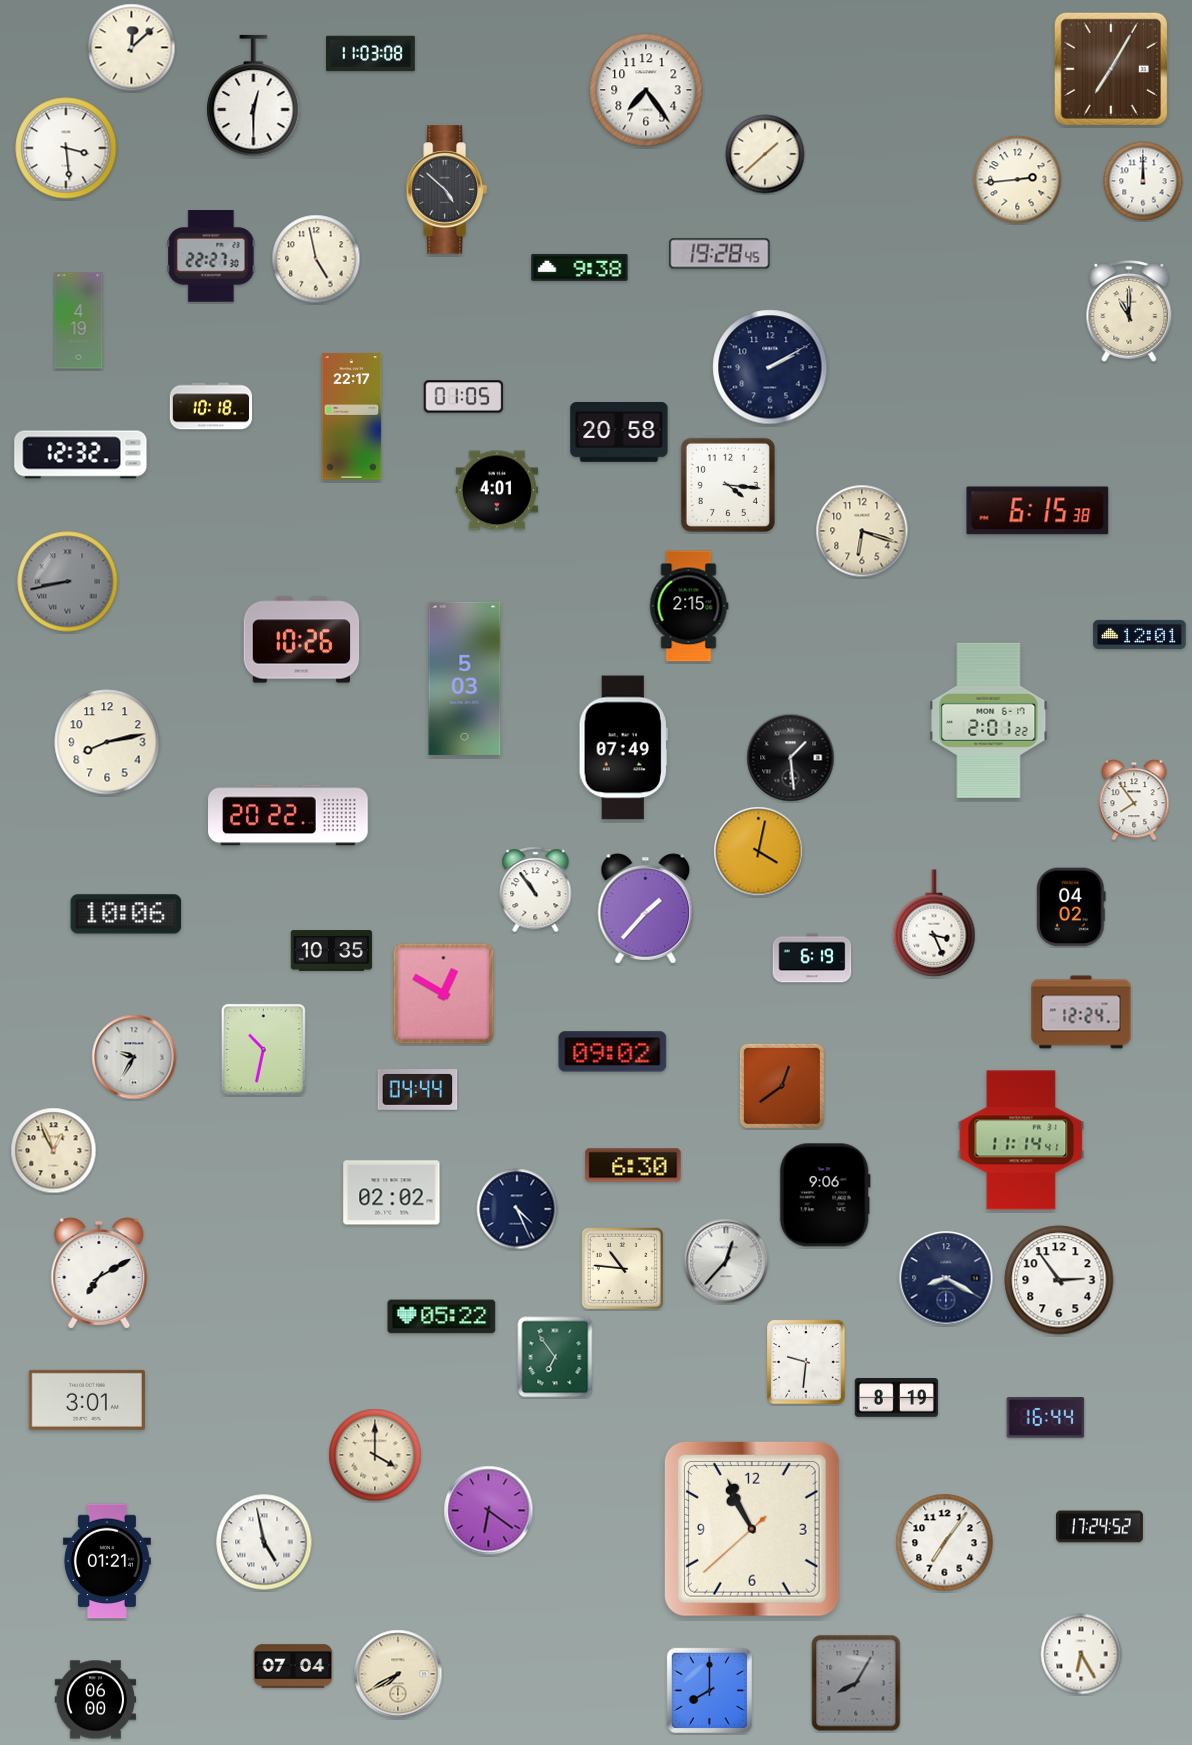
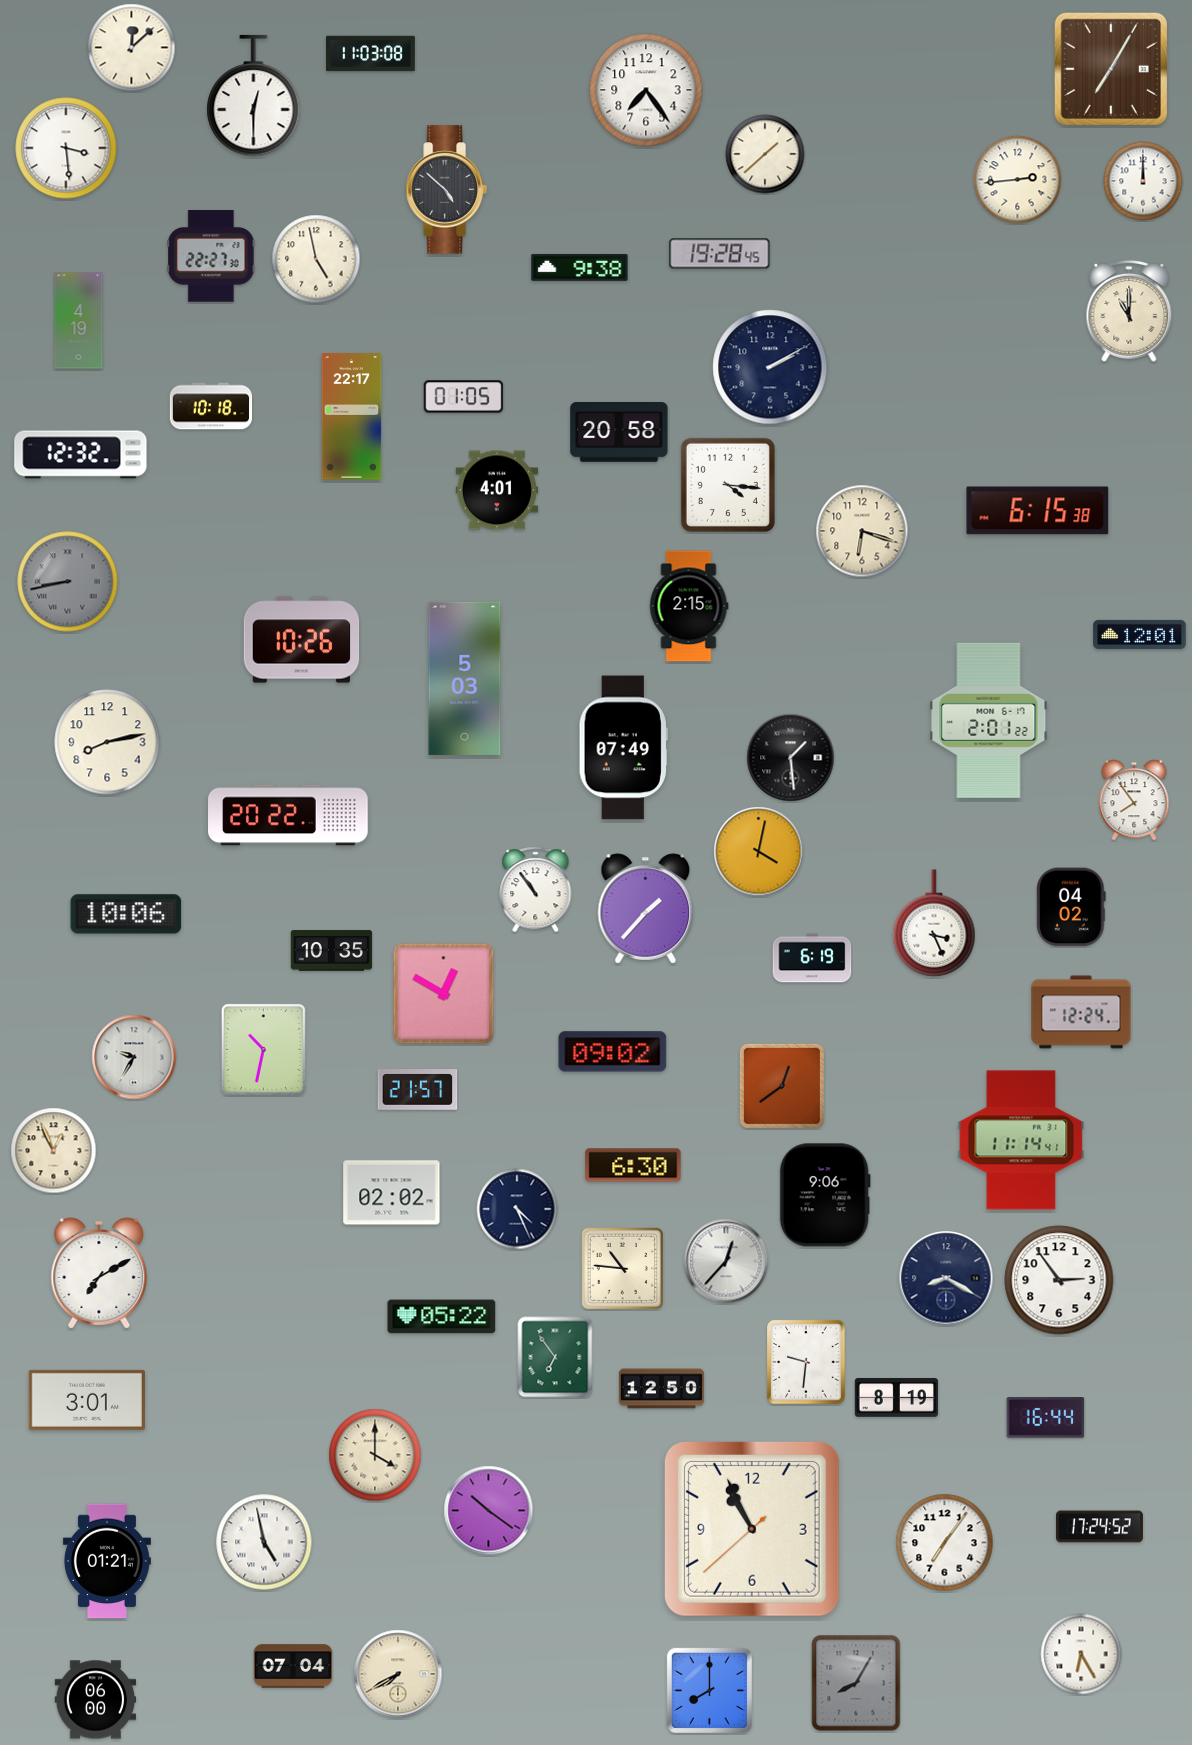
clock at (418, 1090): 04:44 -> 21:57
clock at (661, 1389): none -> 12:50
clock at (489, 1511): 6:21 -> 10:21
